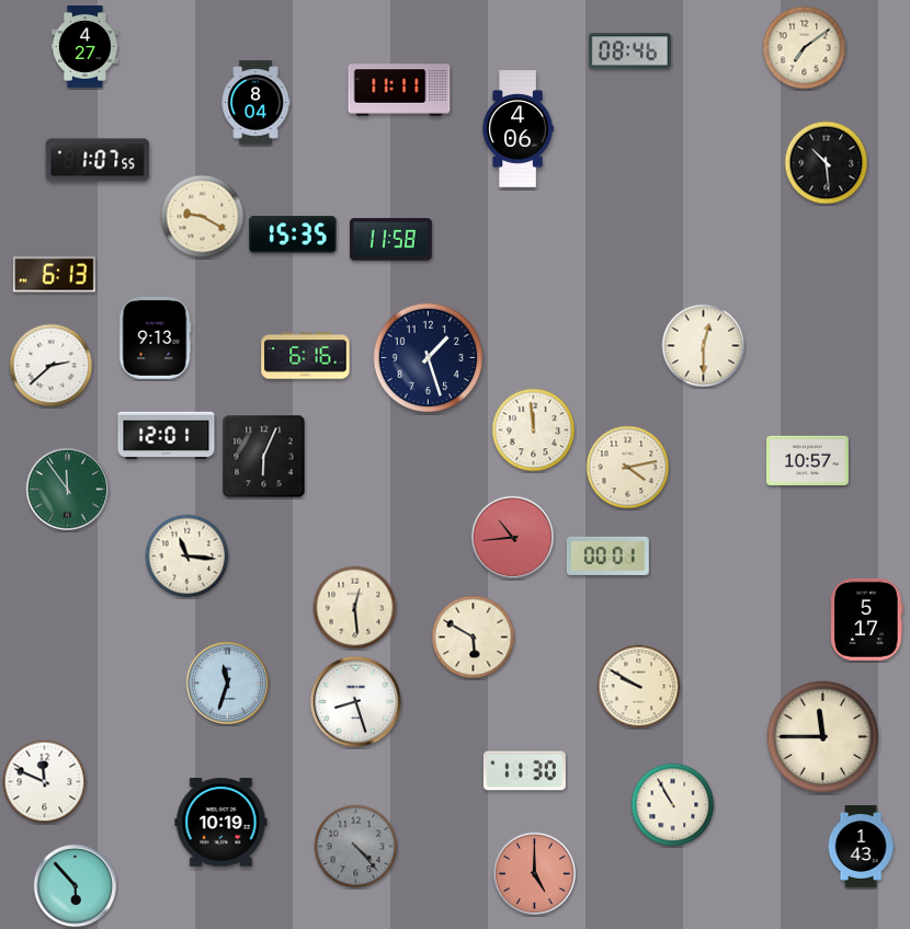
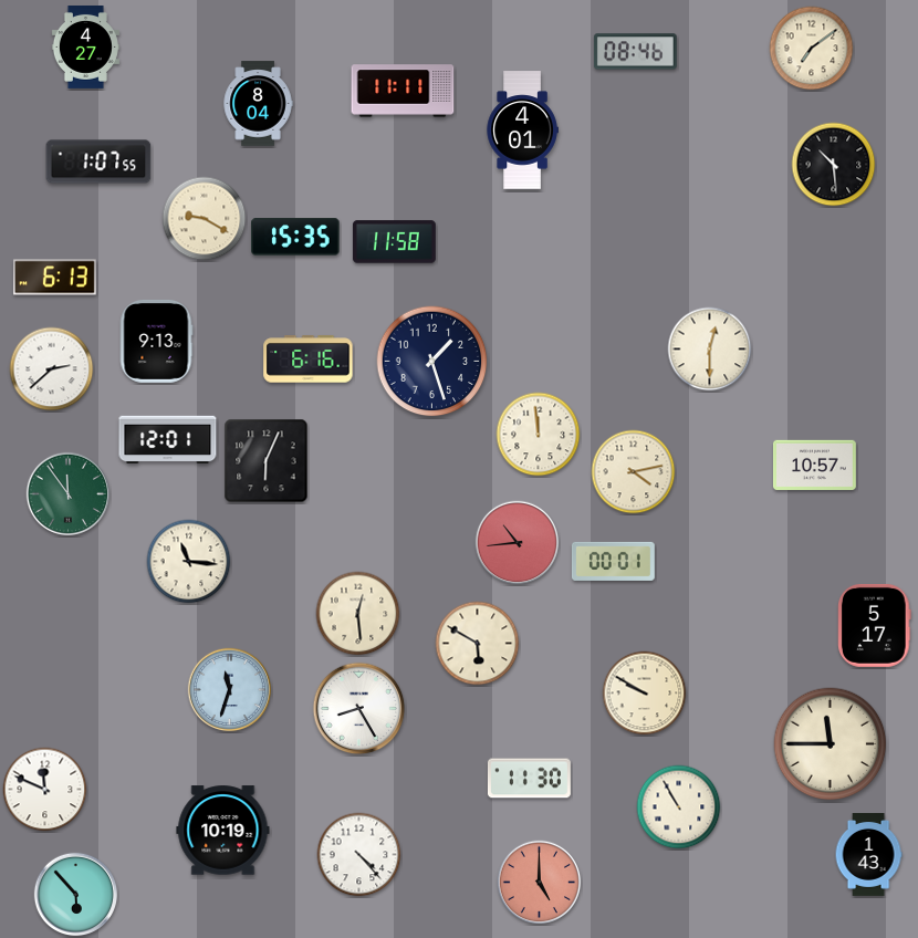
clock at (517, 129): 4:06 -> 4:01
clock at (356, 702): 8:27 -> 8:25
clock at (673, 805) position: (673, 805) -> (679, 807)
clock at (356, 847) dial: grey -> white
